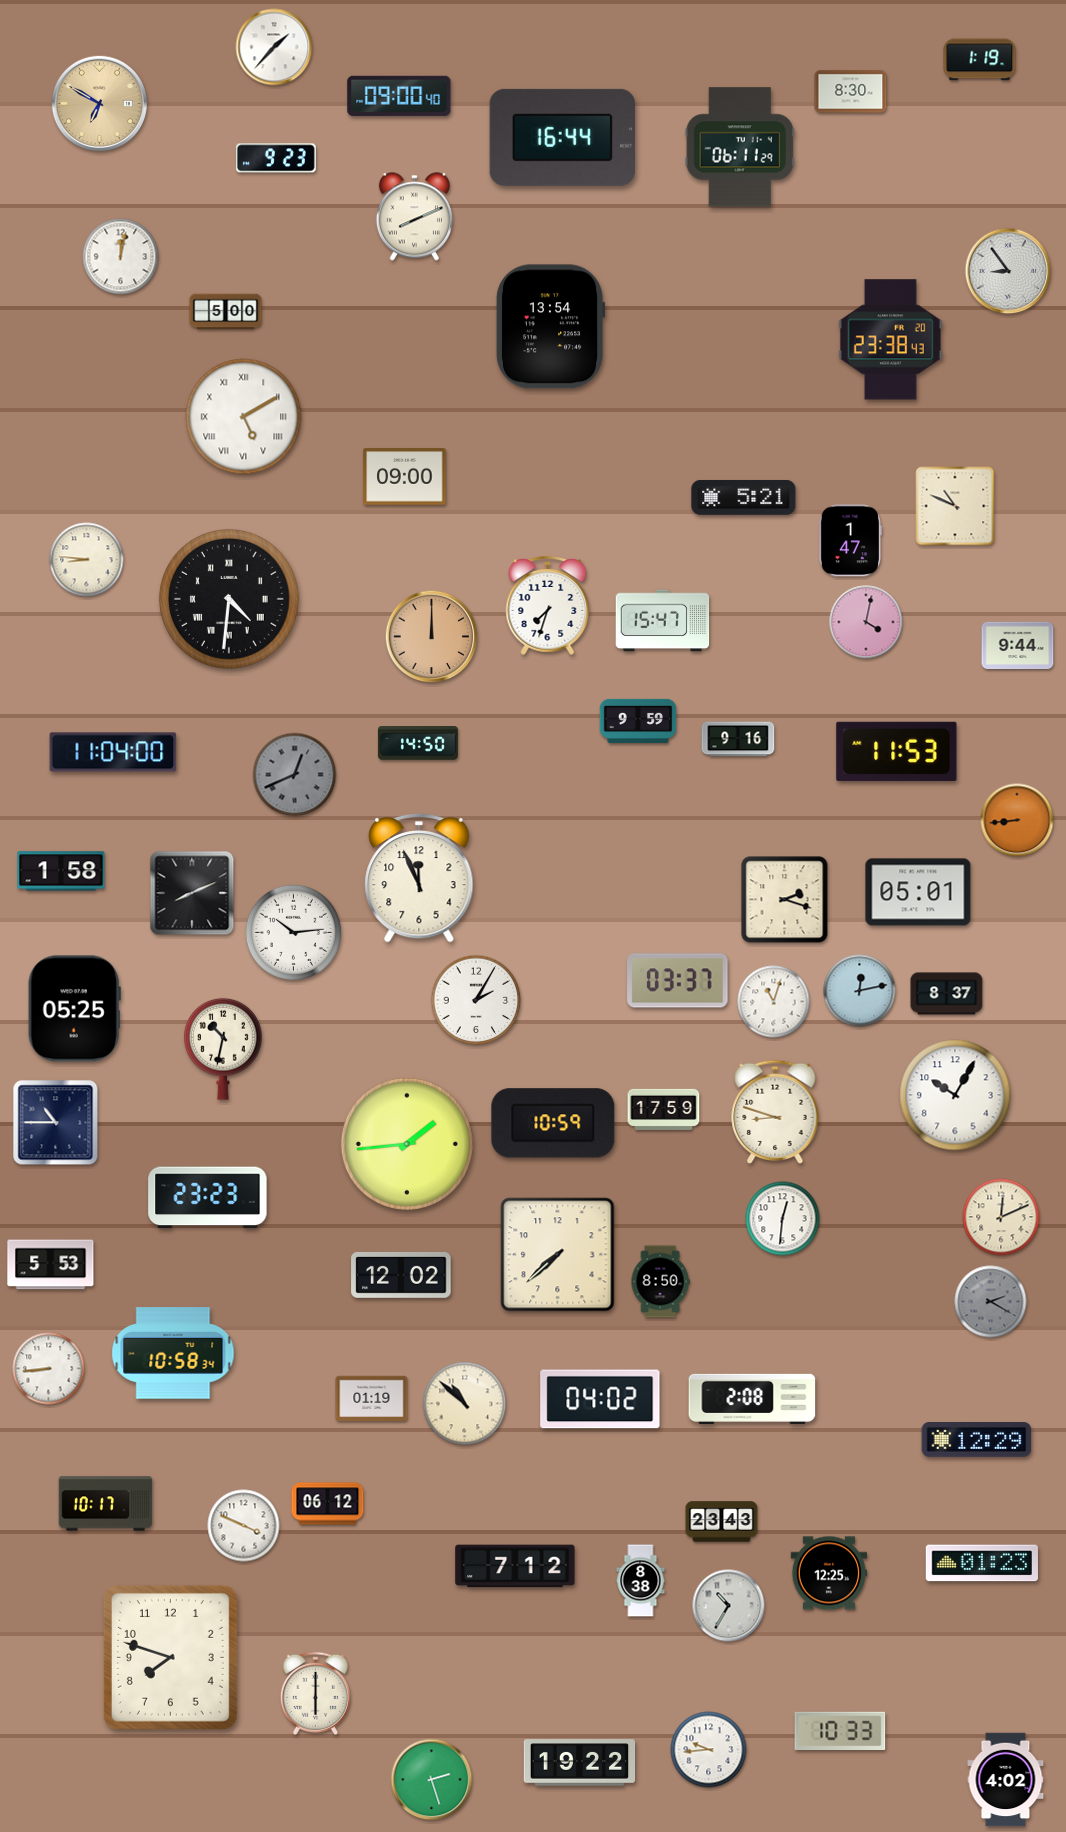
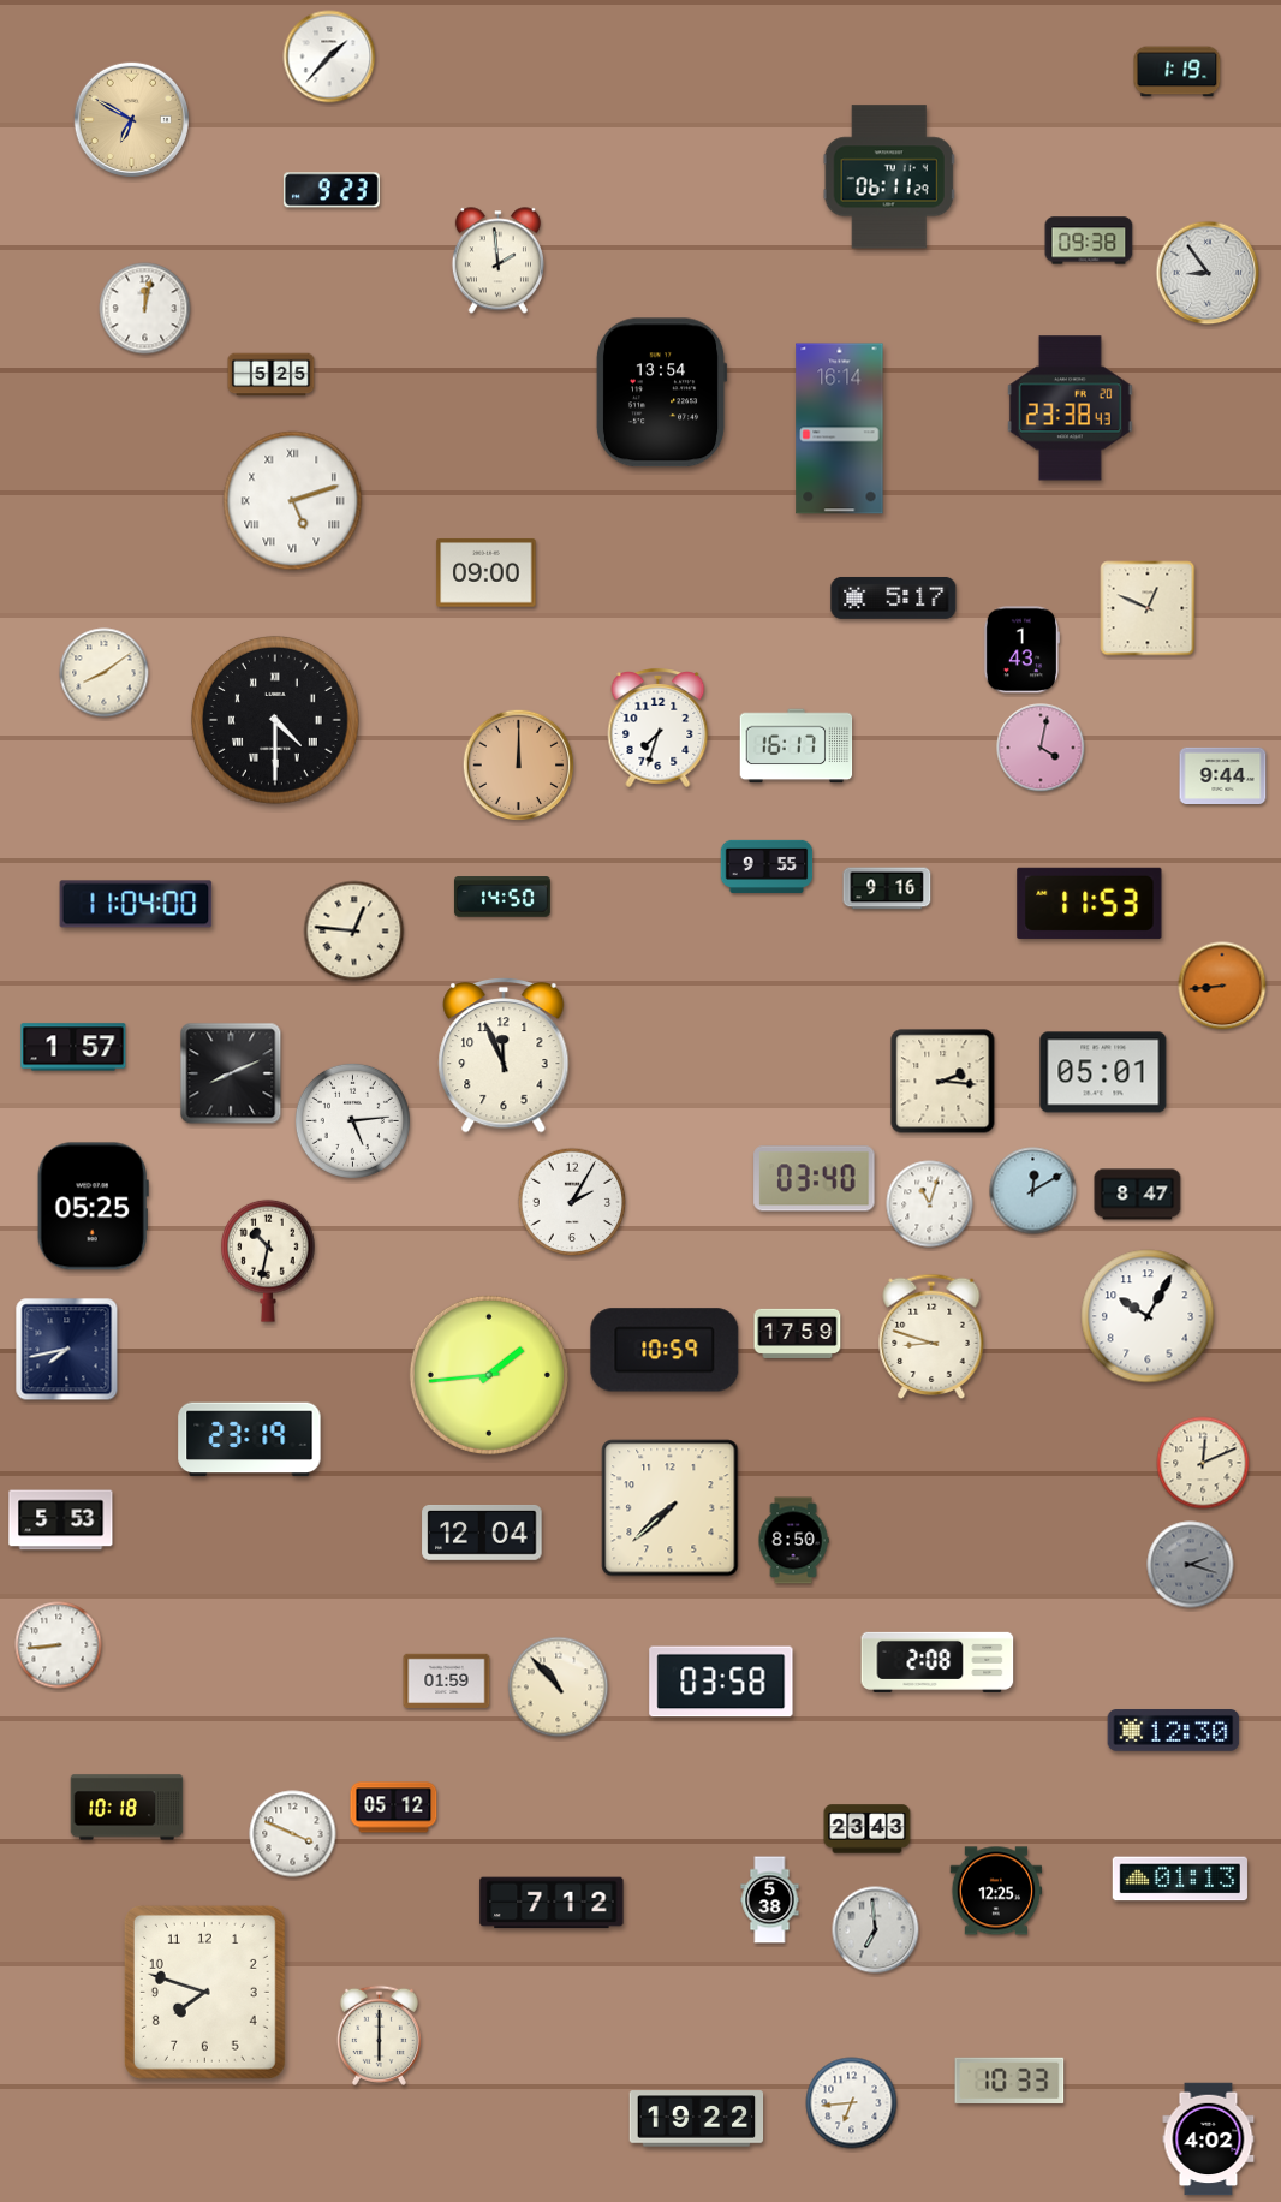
clock at (851, 92): 8:30 -> none
clock at (399, 96): 09:00 -> none
clock at (99, 103) position: (99, 103) -> (131, 119)
clock at (563, 137): 16:44 -> none
clock at (1089, 240): none -> 09:38
clock at (414, 217): 8:11 -> 1:59
clock at (1008, 271) position: (1008, 271) -> (1208, 273)
clock at (226, 312): 5:00 -> 5:25
clock at (840, 429): none -> 16:14
clock at (244, 417): 5:10 -> 5:12
clock at (744, 497): 5:21 -> 5:17
clock at (955, 506): 10:49 -> 12:49
clock at (850, 541): 1:47 -> 1:43
clock at (87, 560): 8:46 -> 8:09
clock at (229, 599): 4:31 -> 4:30
clock at (663, 621): 15:47 -> 16:17
clock at (638, 721): 9:59 -> 9:55
clock at (418, 743) position: (418, 743) -> (502, 897)
clock at (897, 751) position: (897, 751) -> (1090, 903)
clock at (295, 775): 12:41 -> 12:46
clock at (295, 775) dial: grey -> cream
clock at (61, 871): 1:58 -> 1:57
clock at (785, 900): 2:18 -> 2:16
clock at (293, 932): 10:14 -> 5:14
clock at (678, 981): 03:37 -> 03:40
clock at (860, 991): 12:13 -> 12:10
clock at (947, 994): 8:37 -> 8:47
clock at (74, 1009) position: (74, 1009) -> (93, 1207)
clock at (56, 1123): 10:45 -> 7:43
clock at (208, 1198): 23:23 -> 23:19
clock at (783, 1219): 12:31 -> none
clock at (401, 1275): 12:02 -> 12:04
clock at (991, 1302): 2:20 -> 2:18
clock at (173, 1353): 10:58 -> none
clock at (372, 1398): 01:19 -> 01:59
clock at (600, 1399): 04:02 -> 03:58
clock at (752, 1399) position: (752, 1399) -> (937, 1662)
clock at (465, 1404): 10:52 -> 10:53
clock at (977, 1440): 12:29 -> 12:30
clock at (106, 1504): 10:17 -> 10:18
clock at (328, 1504): 06:12 -> 05:12
clock at (982, 1563): 01:23 -> 01:13
clock at (515, 1566) position: (515, 1566) -> (552, 1903)
clock at (641, 1581): 8:38 -> 5:38
clock at (729, 1606): 10:35 -> 6:59
clock at (709, 1750): 9:44 -> 6:44
clock at (432, 1780): 2:27 -> none
